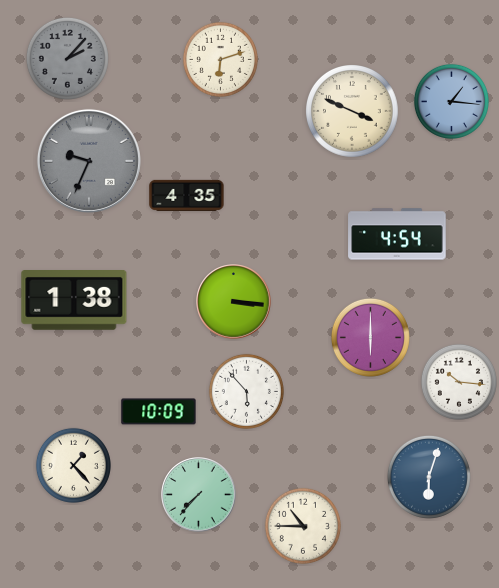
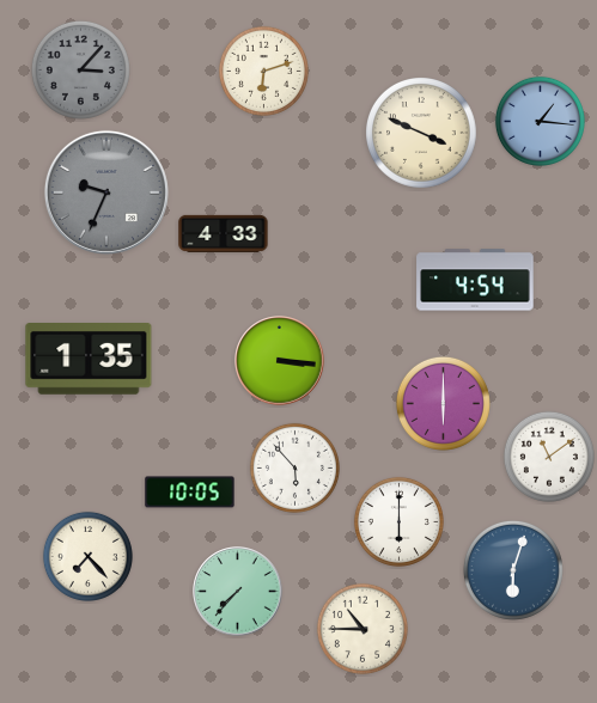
clock at (67, 58): 2:07 -> 3:07
clock at (187, 195): 4:35 -> 4:33
clock at (74, 301): 1:38 -> 1:35
clock at (459, 382): 10:16 -> 11:09
clock at (159, 412): 10:09 -> 10:05
clock at (398, 521): none -> 6:00
clock at (73, 465): 1:23 -> 7:23
